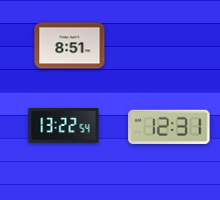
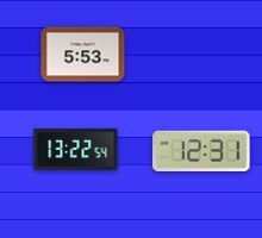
clock at (70, 46): 8:51 -> 5:53
